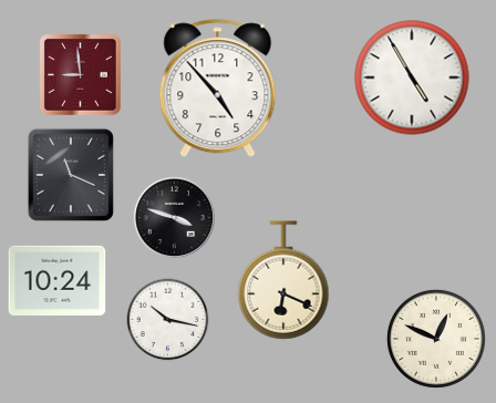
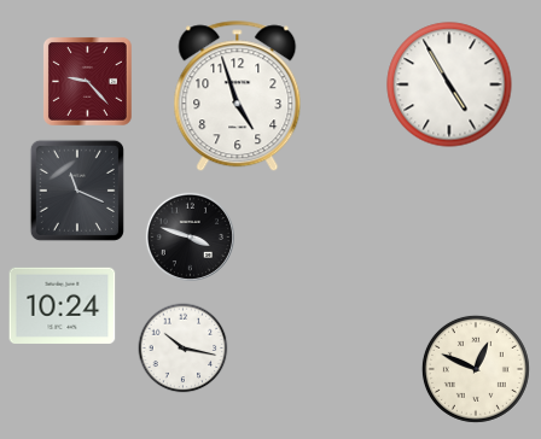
clock at (80, 74): 8:59 -> 9:23
clock at (218, 89): 4:53 -> 4:57
clock at (283, 280): 6:19 -> none
